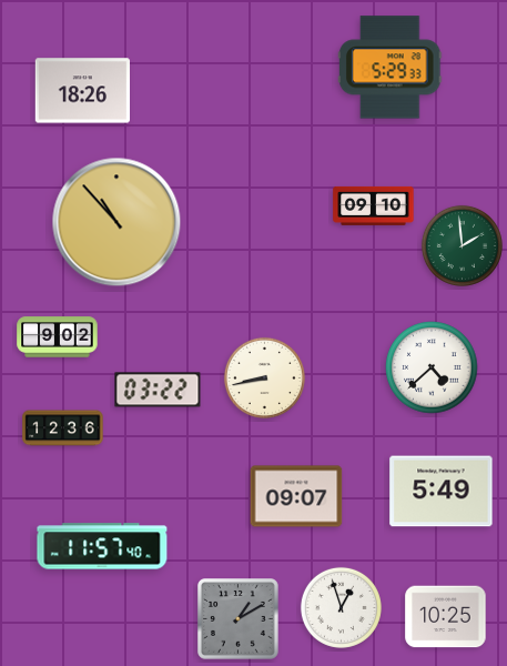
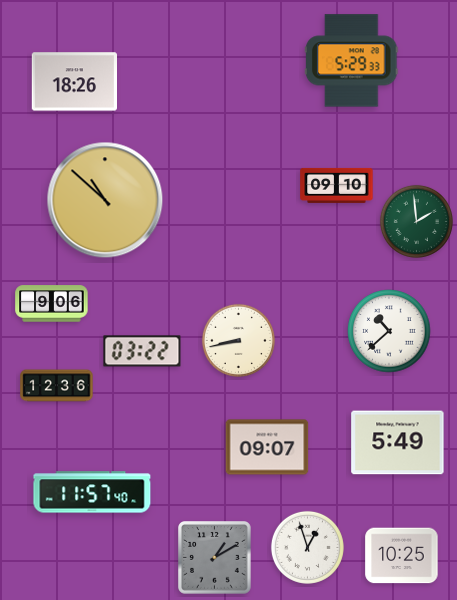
clock at (116, 222): 10:53 -> 10:52
clock at (58, 337): 9:02 -> 9:06
clock at (432, 367): 4:38 -> 10:38
